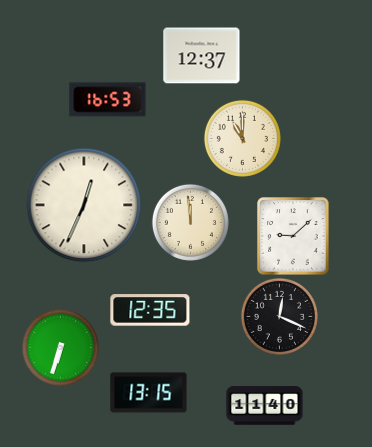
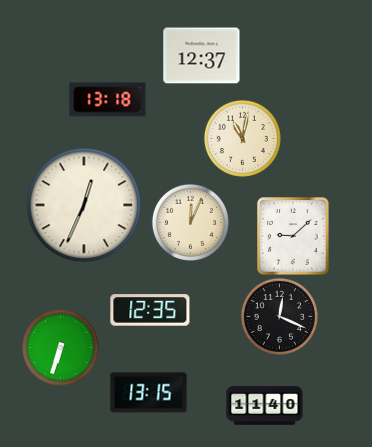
clock at (108, 100): 16:53 -> 13:18
clock at (242, 138): 11:00 -> 11:02
clock at (190, 222): 11:59 -> 12:04
